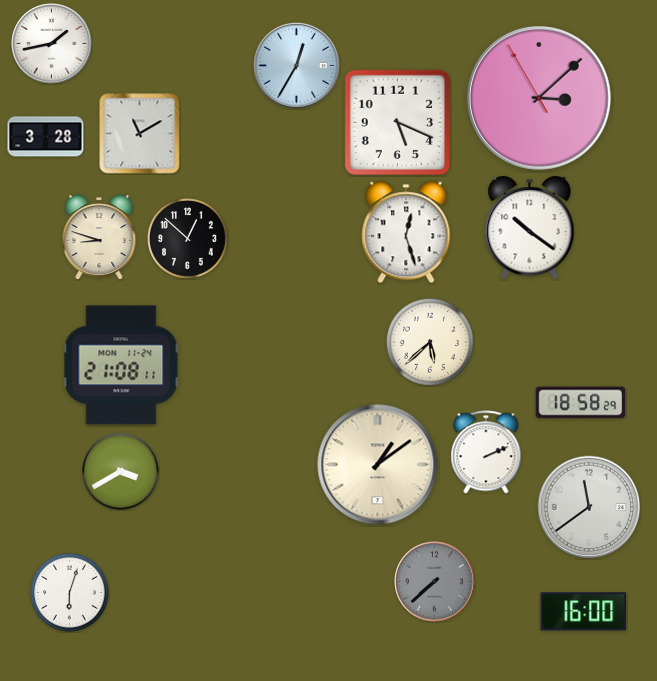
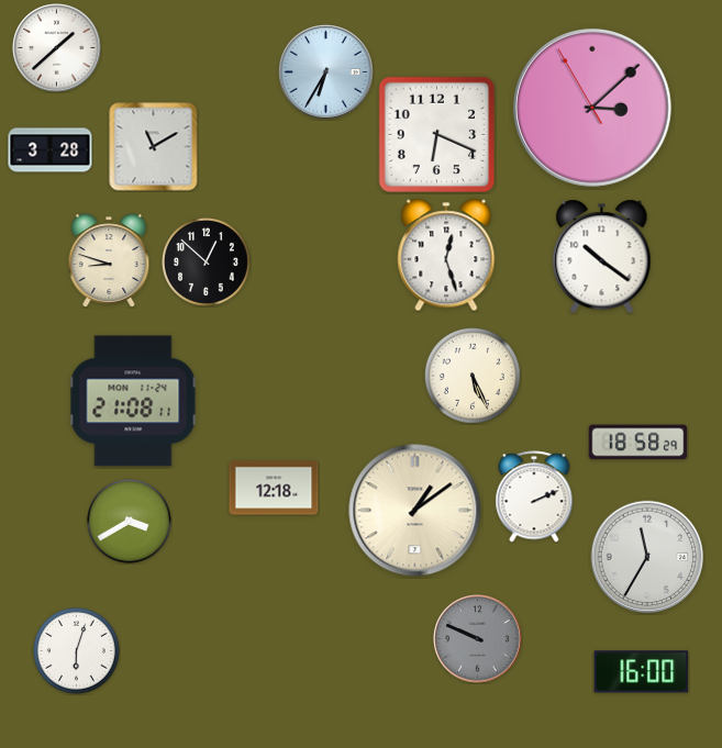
clock at (52, 44): 1:43 -> 1:38
clock at (297, 66): 12:35 -> 6:35
clock at (398, 123): 5:19 -> 6:19
clock at (530, 228) position: (530, 228) -> (602, 257)
clock at (430, 342): 5:38 -> 5:26
clock at (274, 488): none -> 12:18
clock at (121, 472) position: (121, 472) -> (130, 522)
clock at (589, 507): 11:39 -> 11:35
clock at (435, 582): 7:38 -> 9:49
